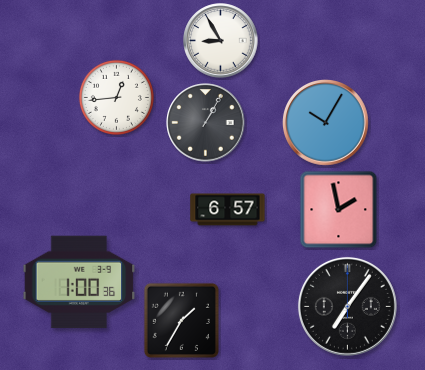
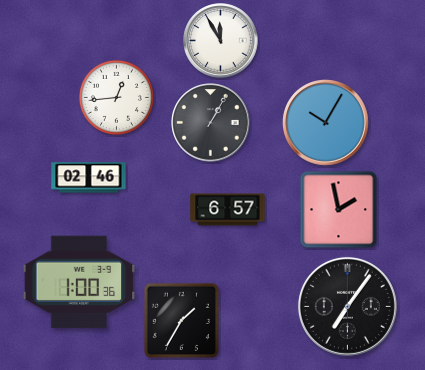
clock at (221, 41): 8:55 -> 11:55
clock at (206, 123) position: (206, 123) -> (211, 123)
clock at (89, 178): none -> 02:46
